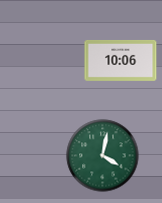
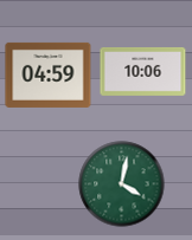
clock at (49, 74): none -> 04:59
